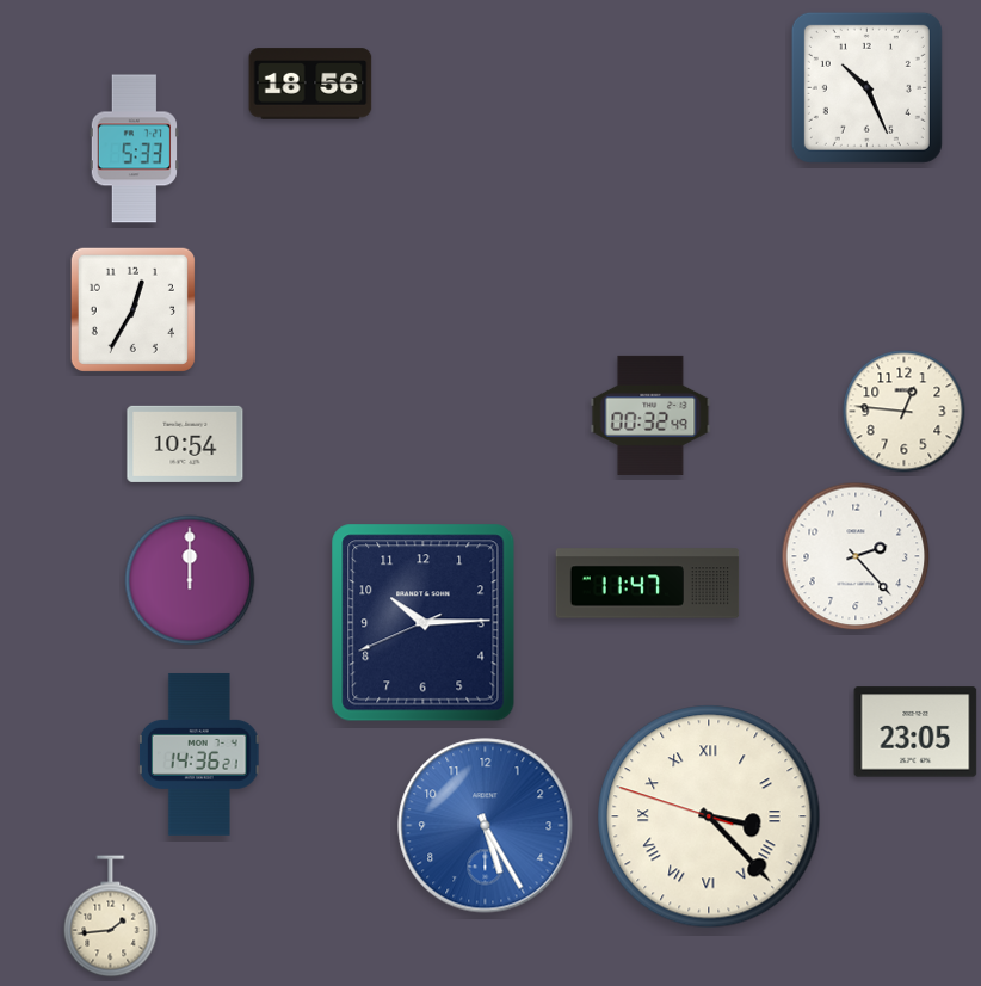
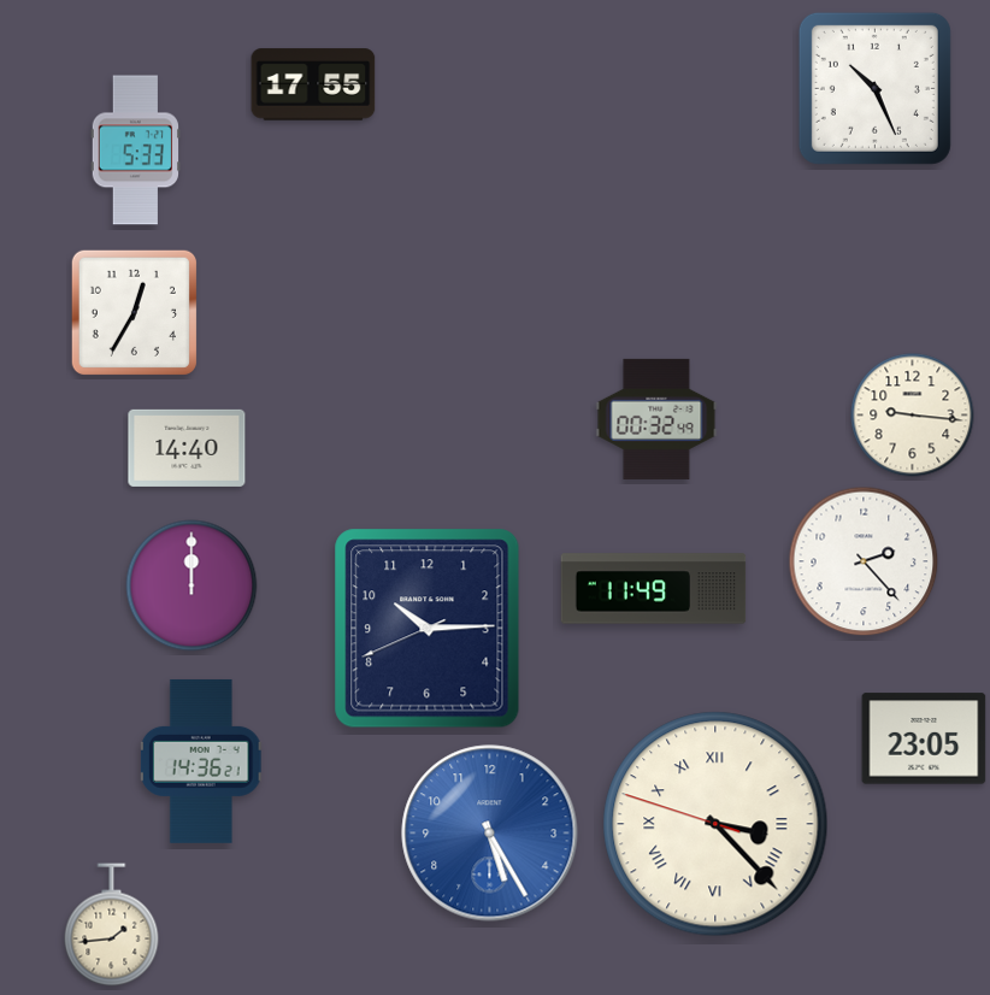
clock at (310, 84): 18:56 -> 17:55
clock at (905, 412): 12:46 -> 9:16
clock at (185, 444): 10:54 -> 14:40
clock at (648, 584): 11:47 -> 11:49
